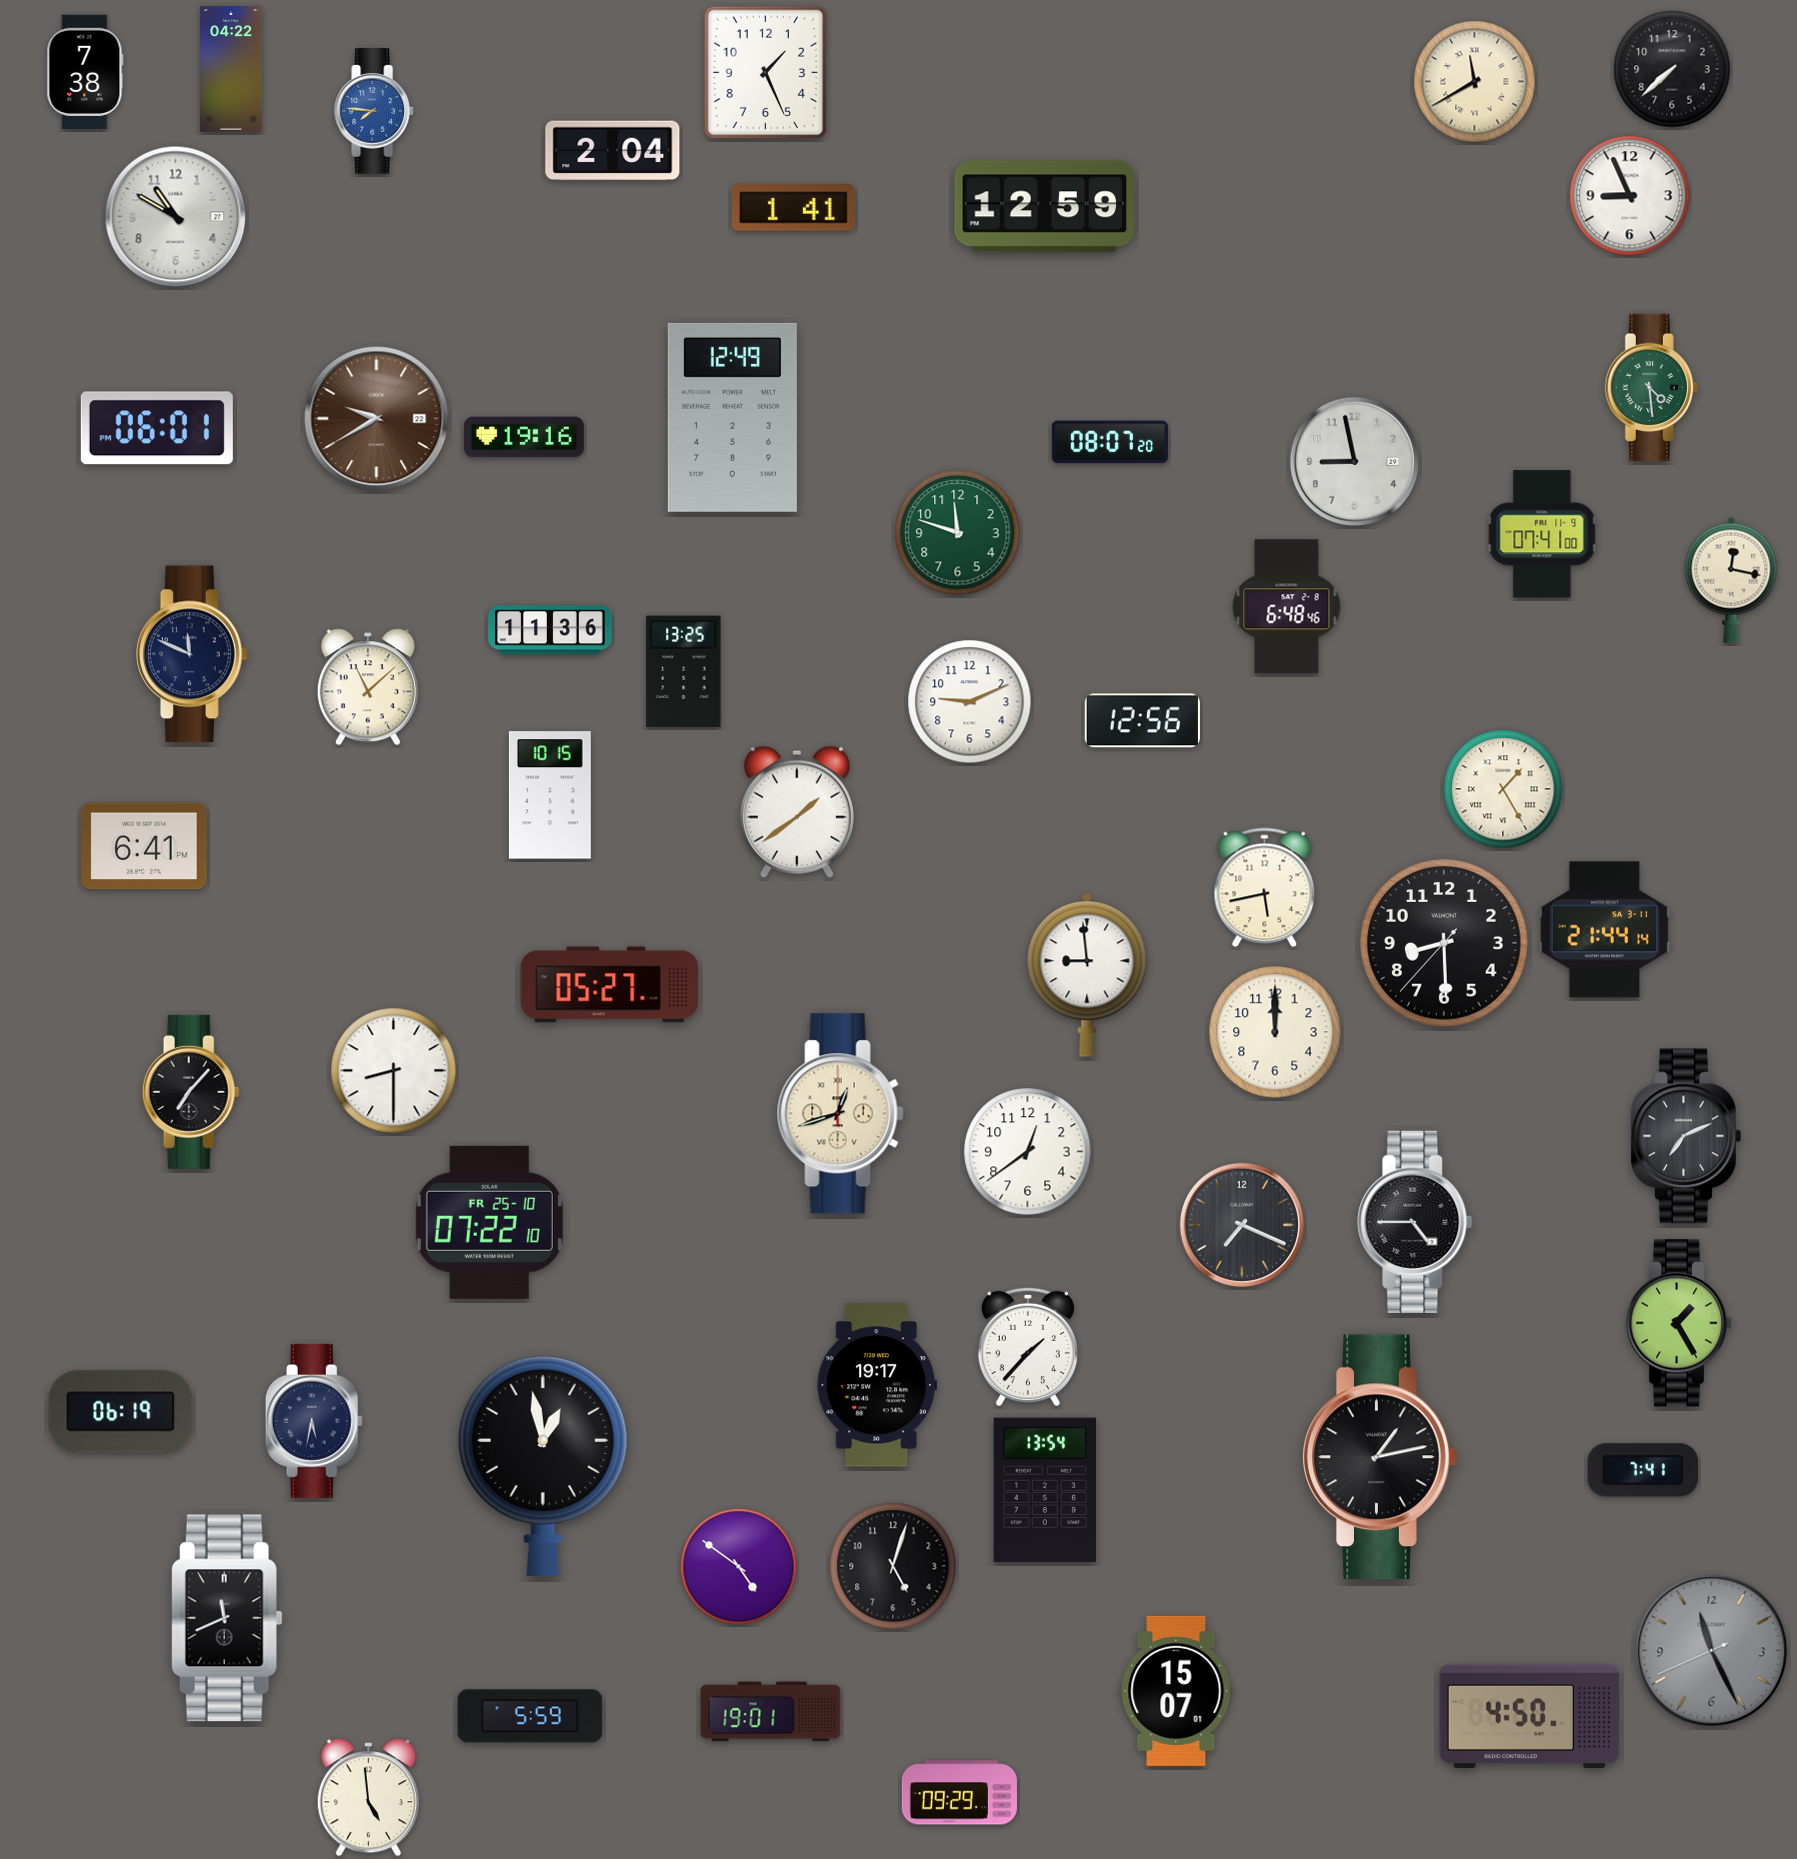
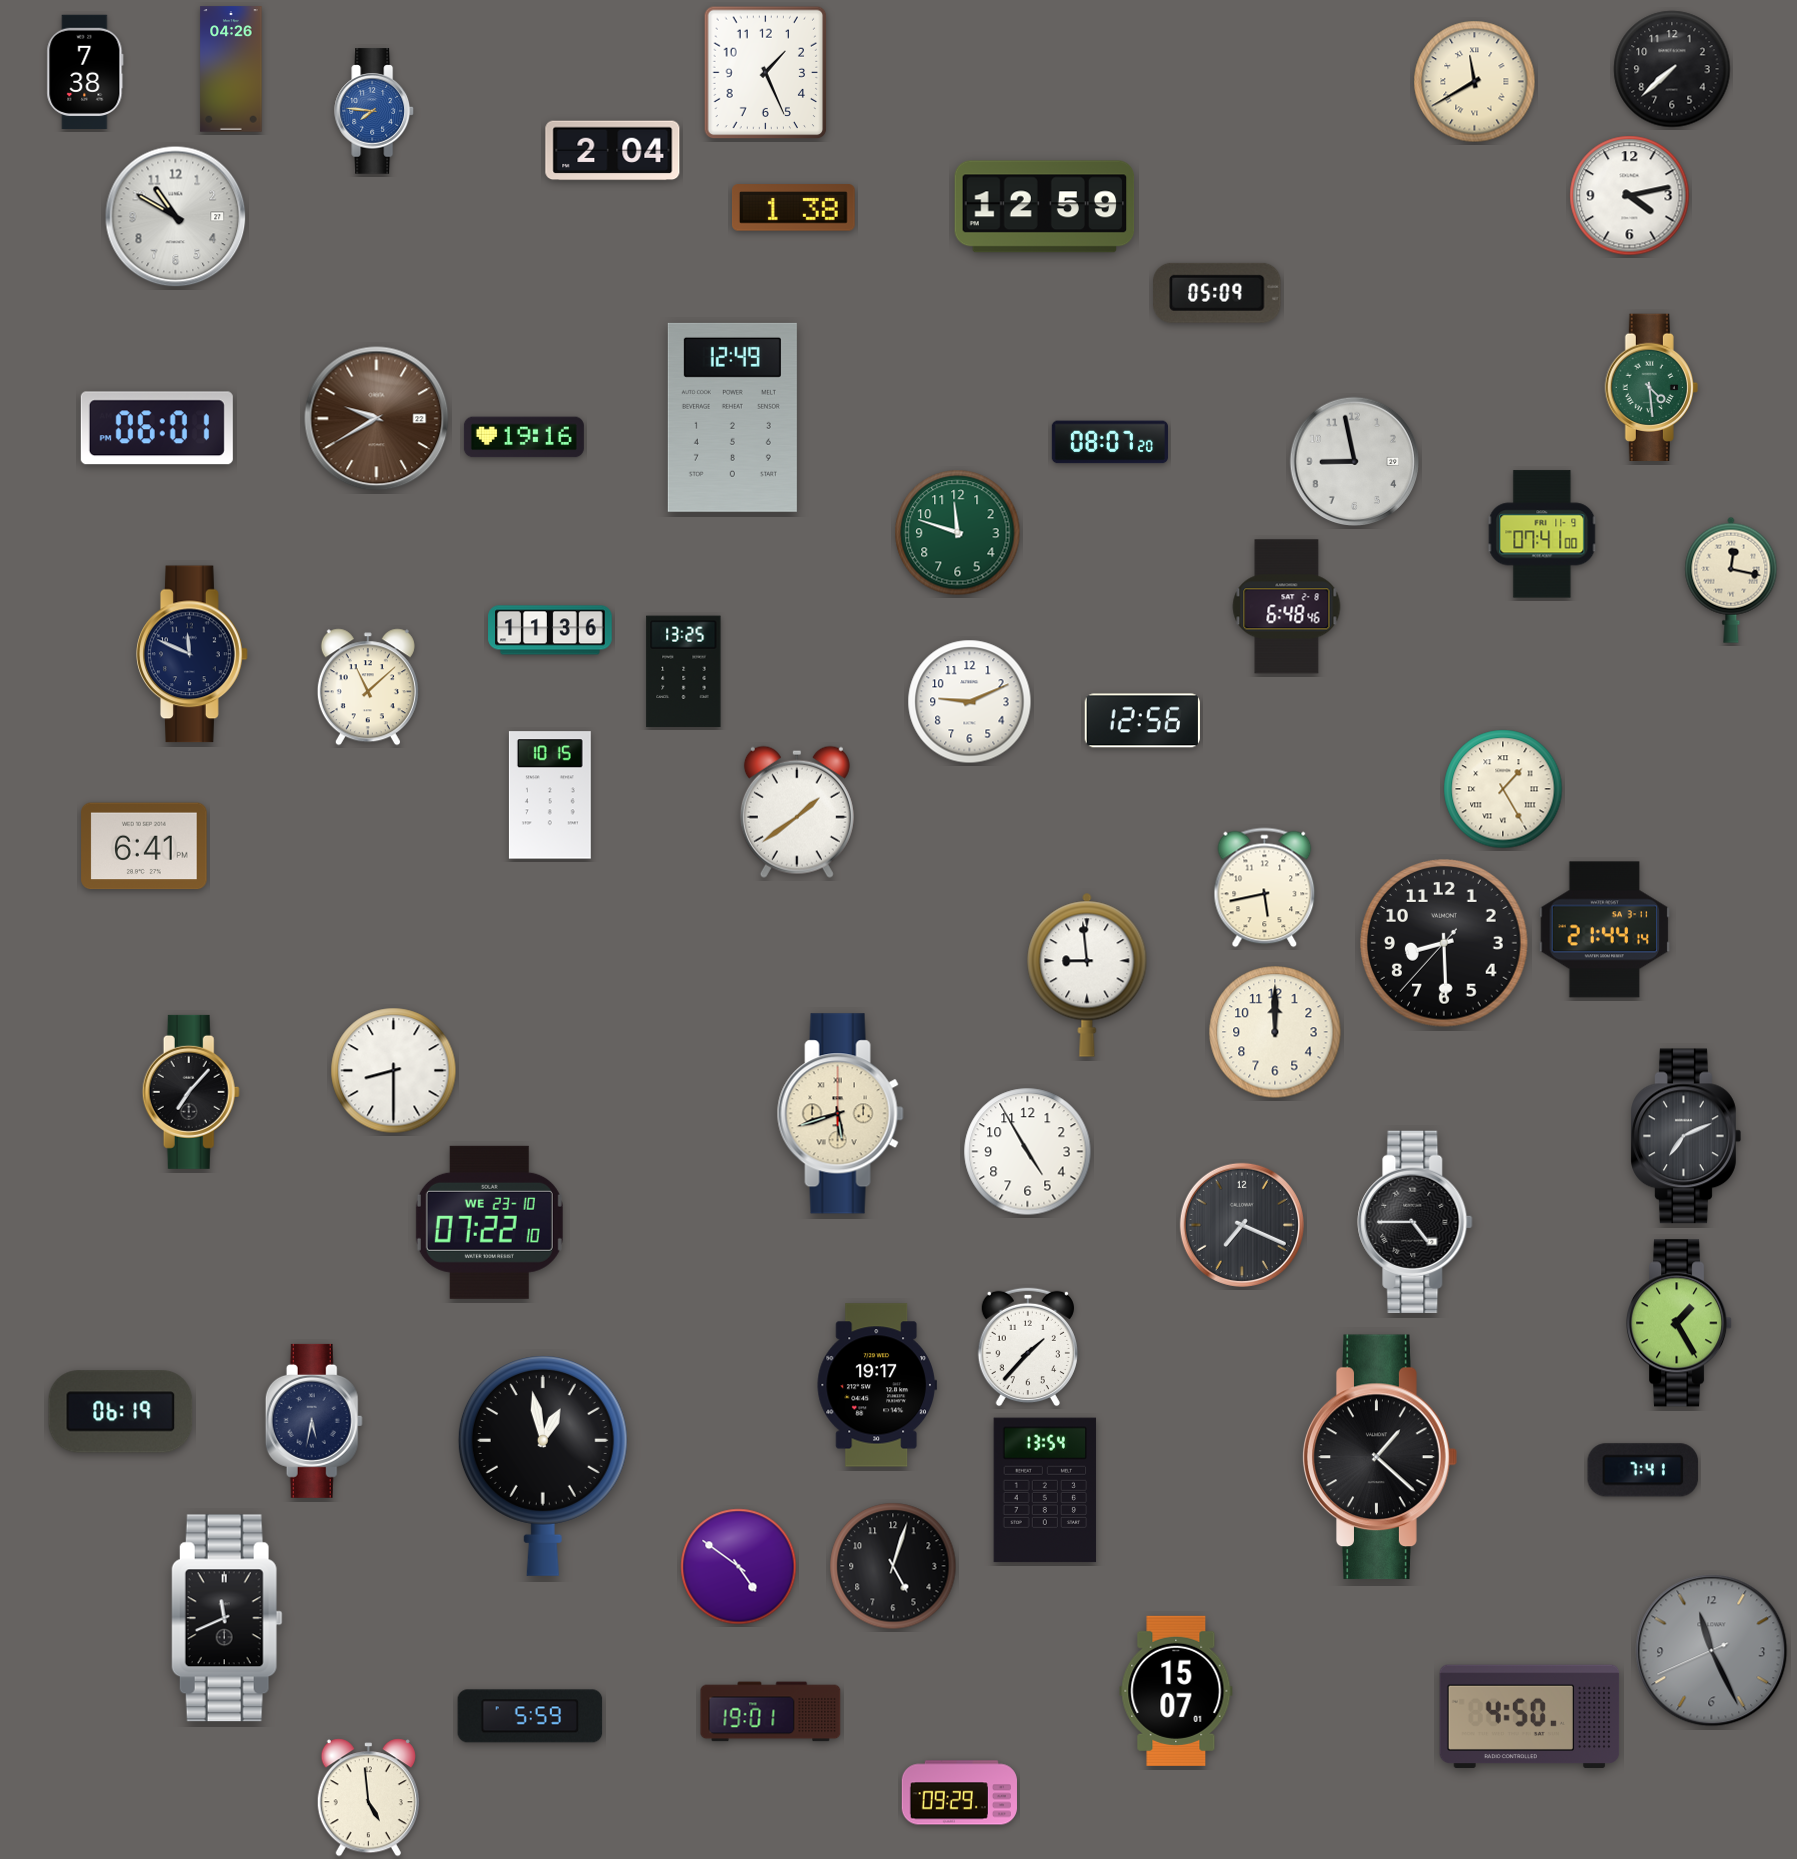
clock at (231, 69): 04:22 -> 04:26
clock at (1630, 196): 8:56 -> 4:13
clock at (793, 208): 1:41 -> 1:38
clock at (1217, 293): none -> 05:09
clock at (610, 985): 05:27 -> none
clock at (840, 1114): 12:42 -> 5:42
clock at (1028, 1152): 12:39 -> 4:55
clock at (489, 1222) date: FR 25-10 -> WE 23-10
clock at (1380, 1457): 1:13 -> 1:22
